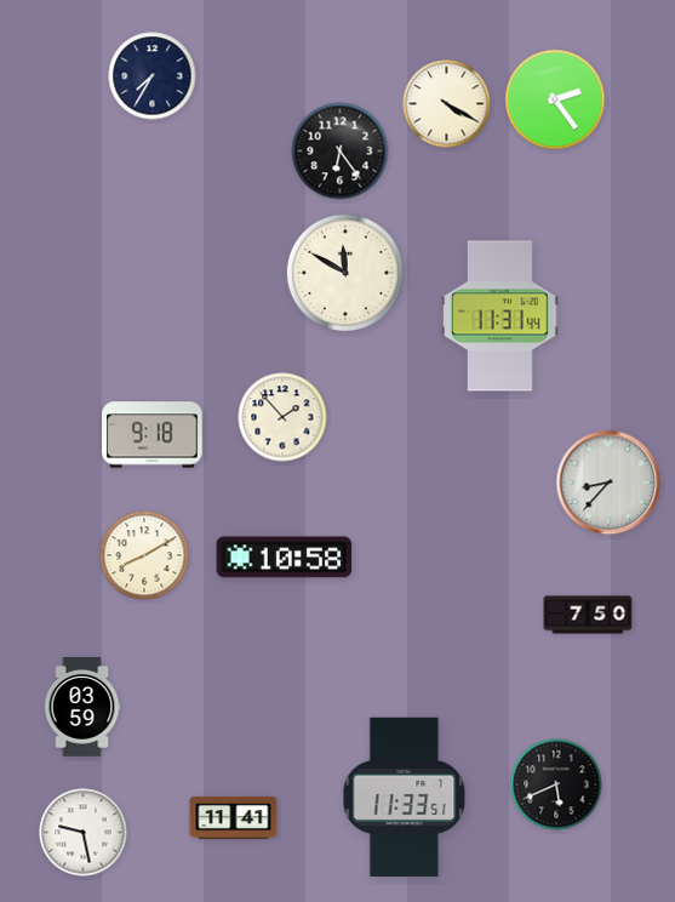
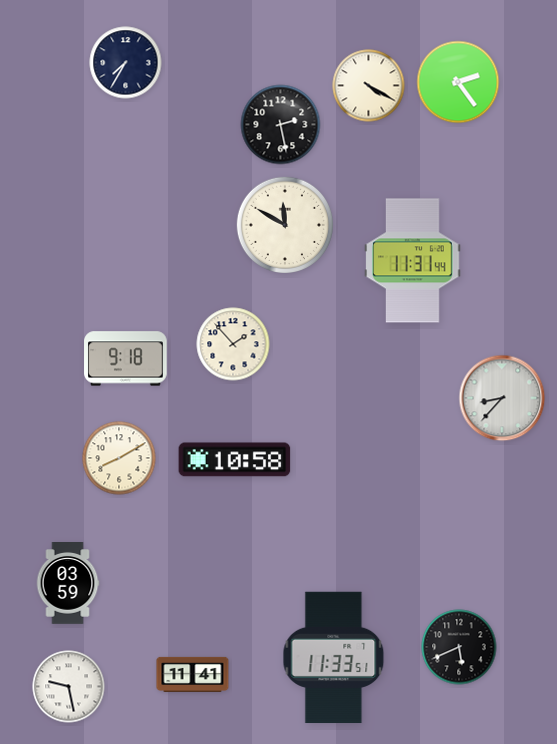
clock at (341, 152): 6:24 -> 2:28
clock at (588, 615): 7:50 -> none
